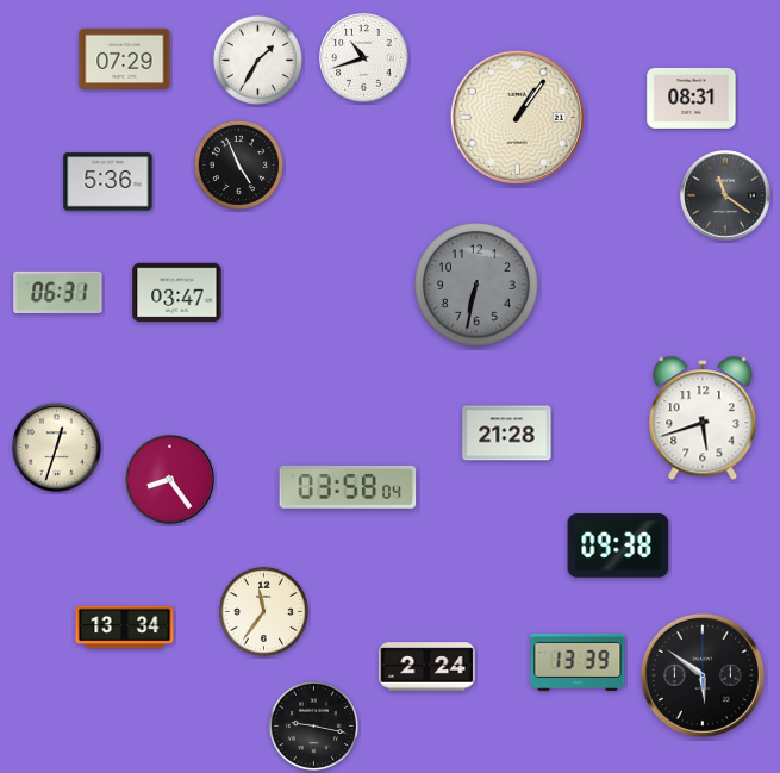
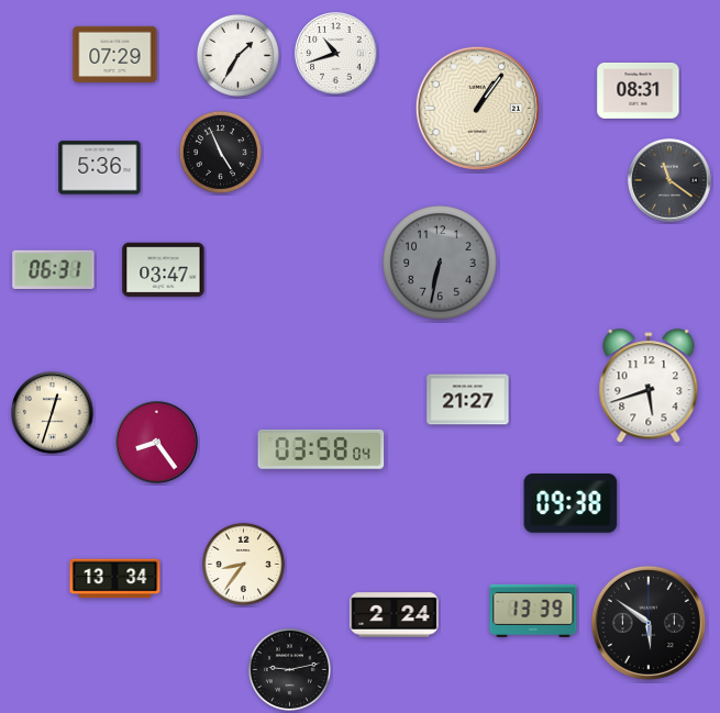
clock at (507, 434): 21:28 -> 21:27
clock at (263, 611): 11:36 -> 8:36
clock at (313, 725): 9:17 -> 9:13
